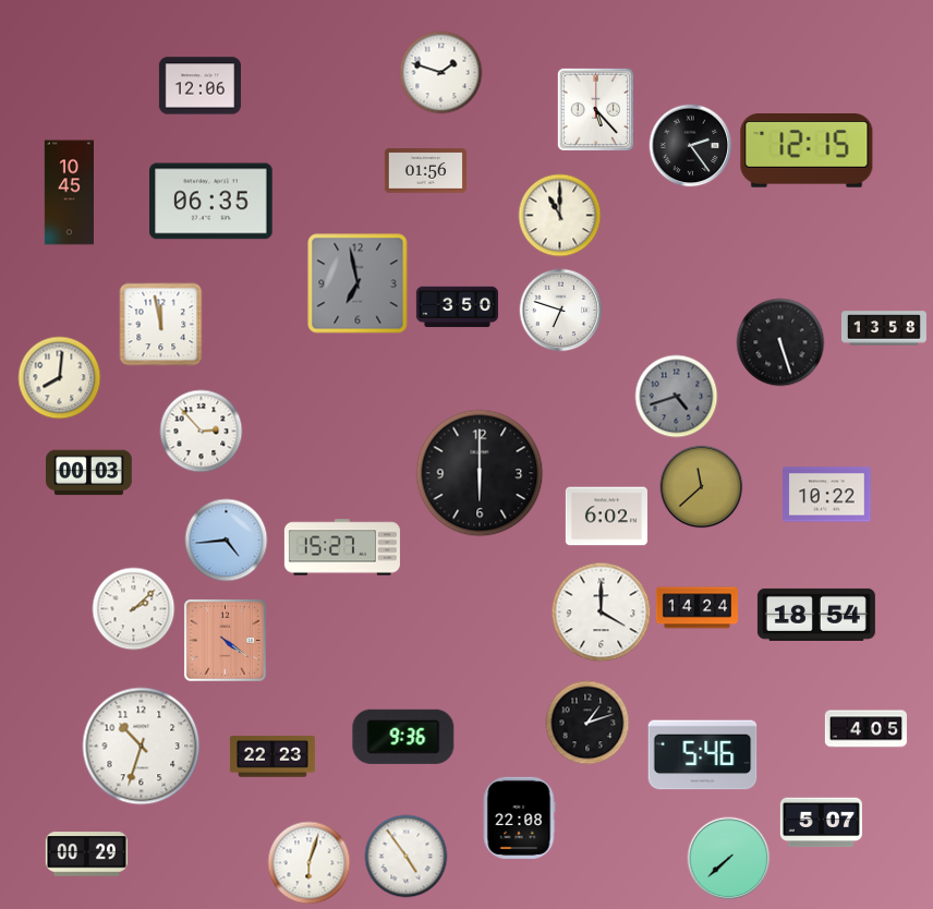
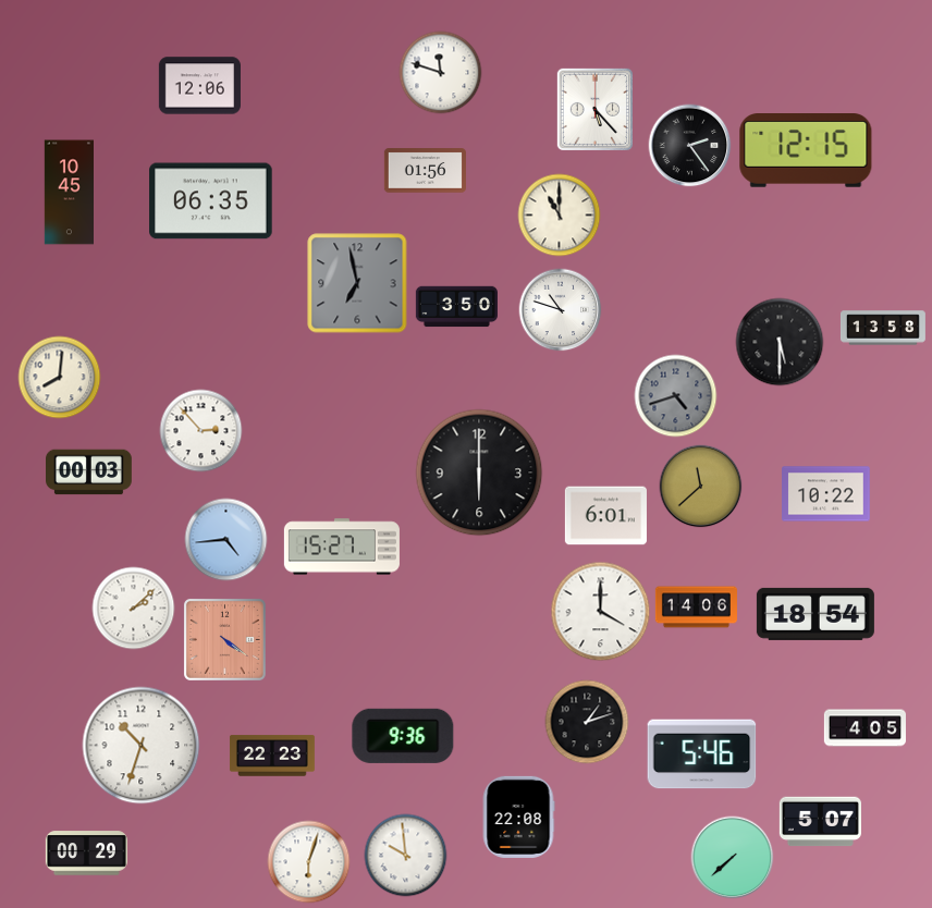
clock at (441, 73): 1:48 -> 11:48
clock at (561, 311): 6:48 -> 10:48
clock at (161, 325): 11:58 -> none
clock at (780, 342): 5:27 -> 5:30
clock at (606, 517): 6:02 -> 6:01
clock at (696, 608): 14:24 -> 14:06
clock at (407, 857): 4:54 -> 9:59
clock at (729, 859) position: (729, 859) -> (733, 858)
